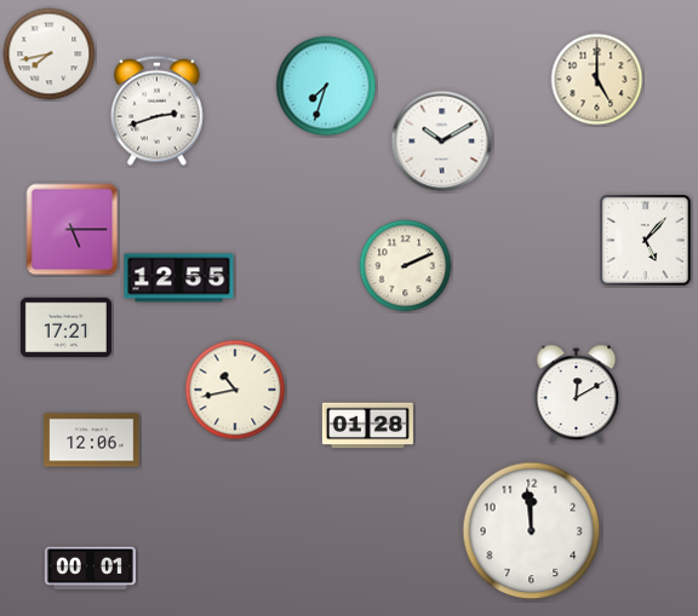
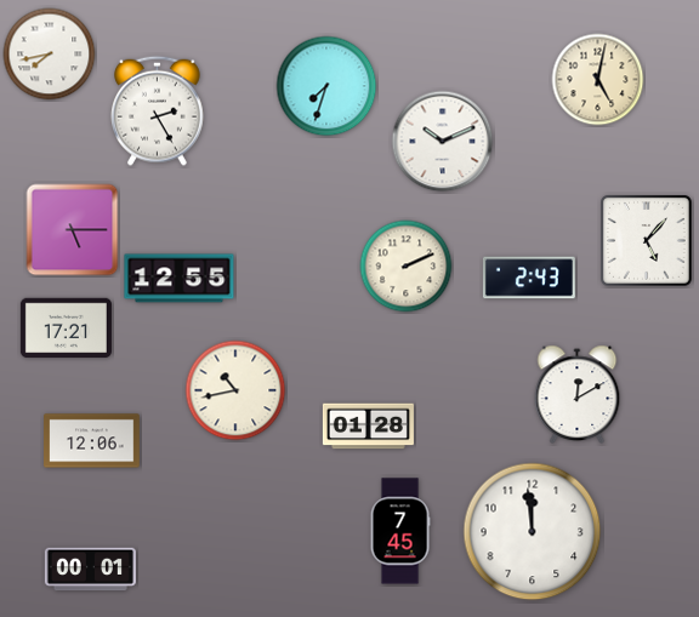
clock at (597, 80): 5:00 -> 5:02
clock at (158, 110): 2:42 -> 2:25
clock at (442, 142): 10:10 -> 10:11
clock at (529, 278): none -> 2:43
clock at (400, 531): none -> 7:45
